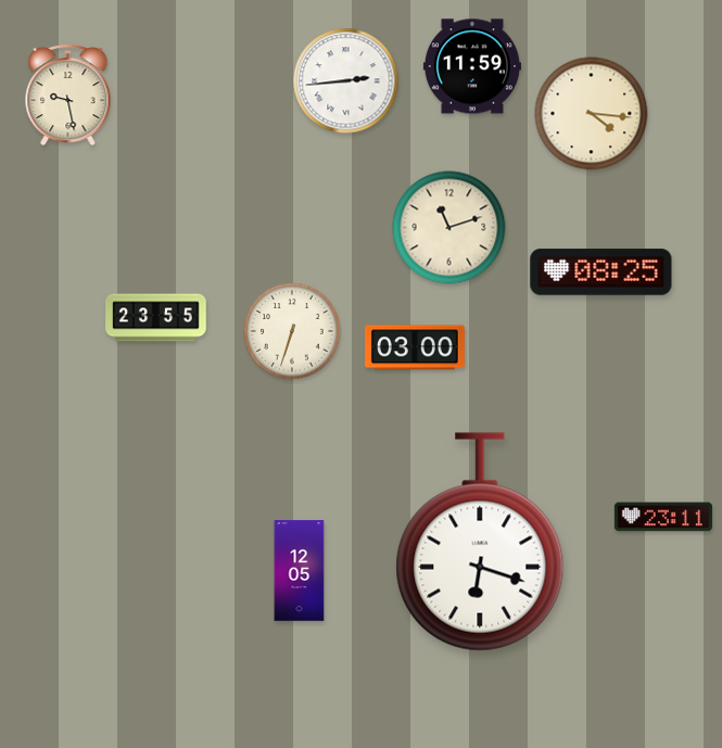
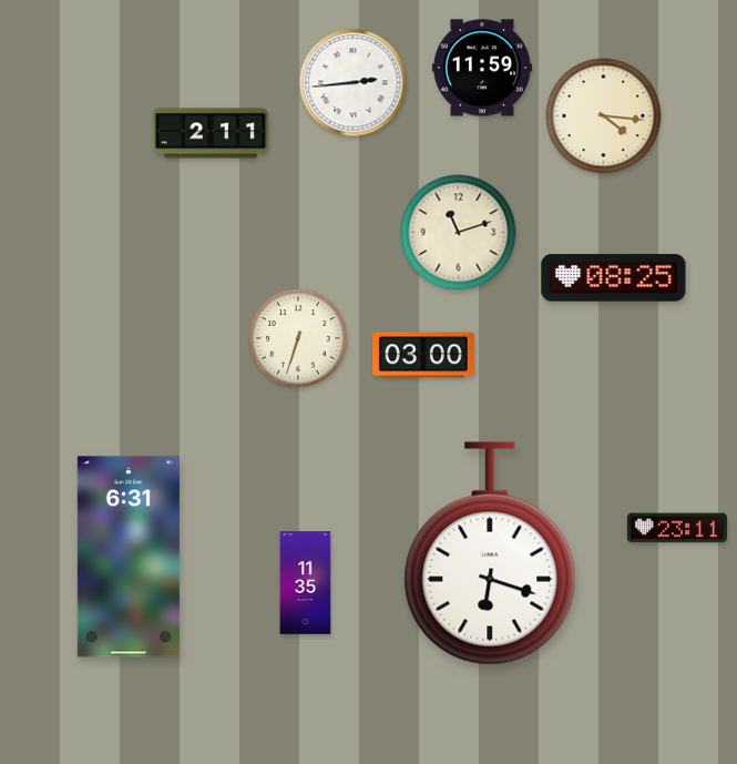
clock at (68, 96): 9:28 -> none
clock at (211, 133): none -> 2:11
clock at (156, 318): 23:55 -> none
clock at (129, 557): none -> 6:31
clock at (300, 571): 12:05 -> 11:35
